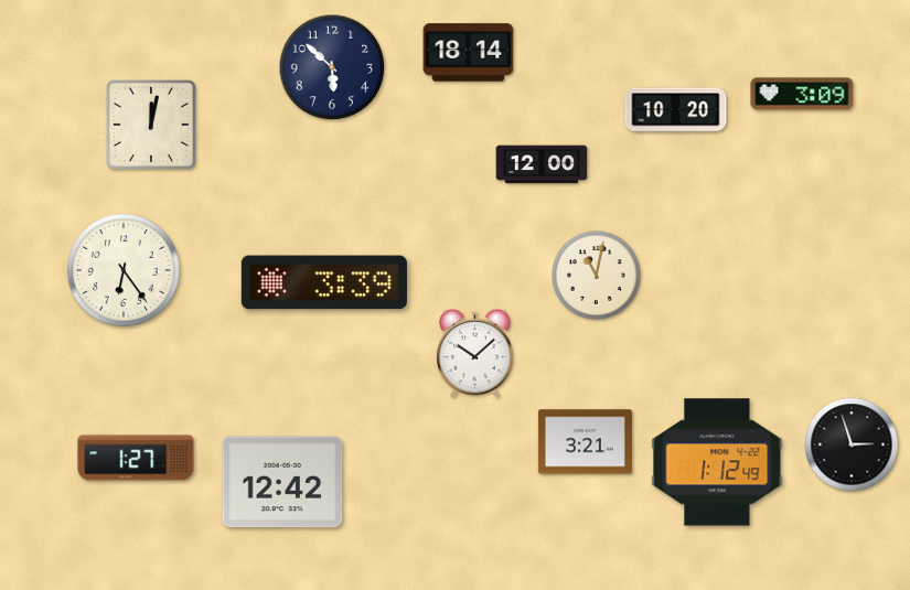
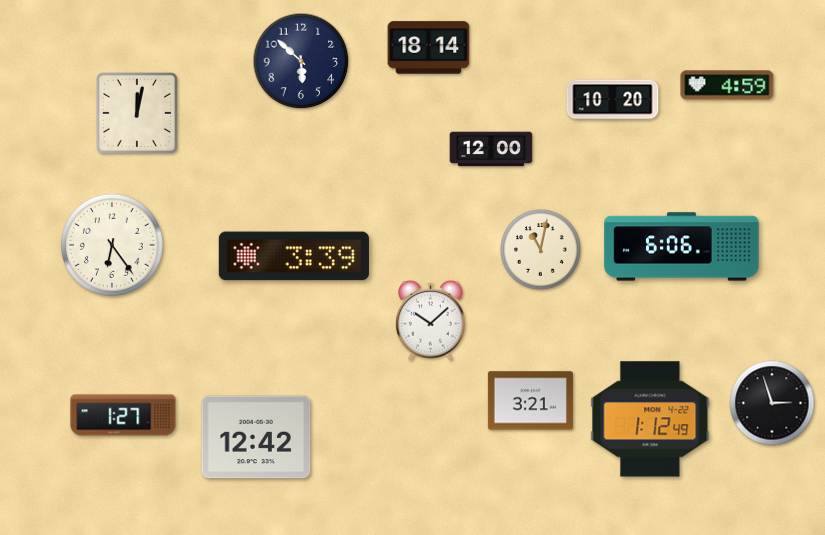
clock at (469, 53) position: (469, 53) -> (429, 48)
clock at (802, 94): 3:09 -> 4:59
clock at (682, 247): none -> 6:06
